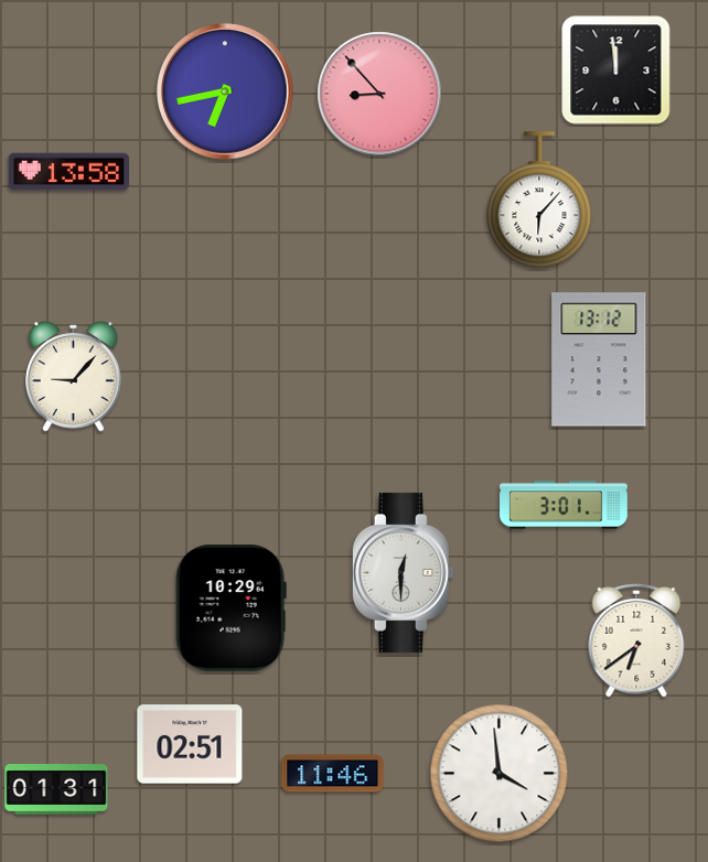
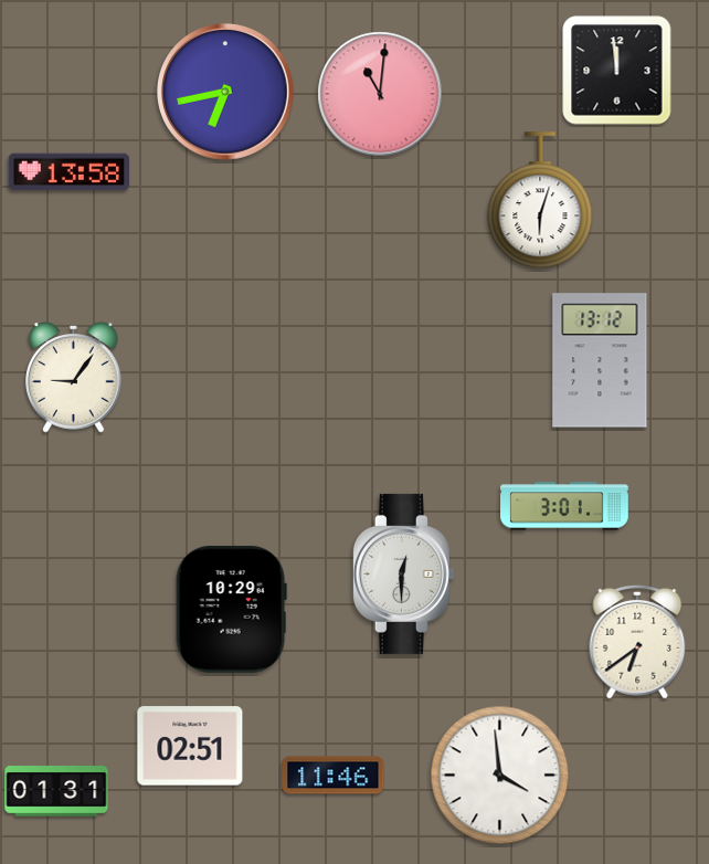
clock at (379, 94): 8:53 -> 11:01
clock at (539, 201): 6:07 -> 6:03
clock at (74, 377): 9:07 -> 9:06
